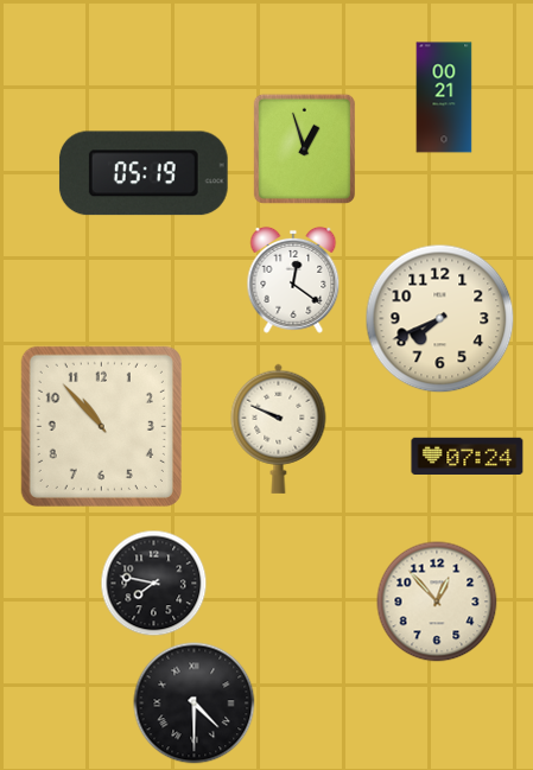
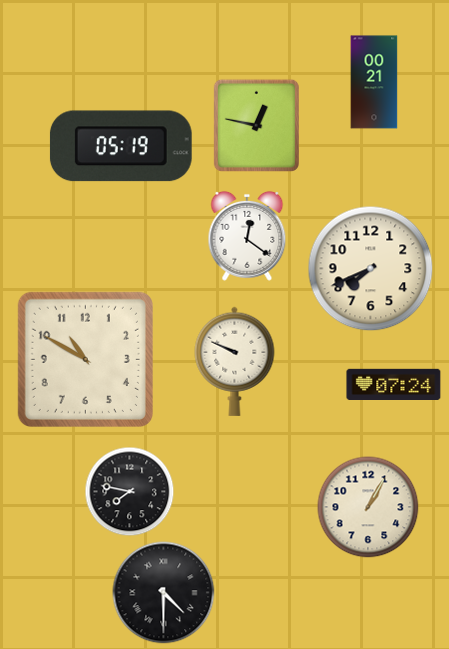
clock at (304, 148): 12:57 -> 12:47
clock at (101, 426): 10:53 -> 10:50
clock at (437, 602): 12:53 -> 1:05
